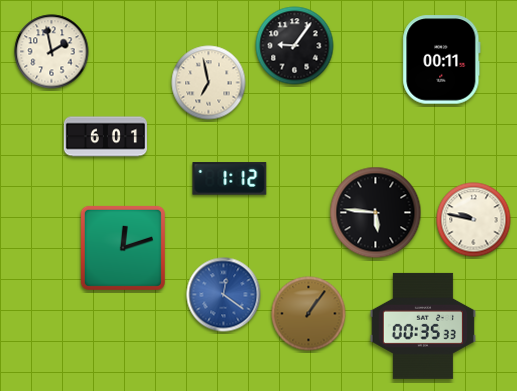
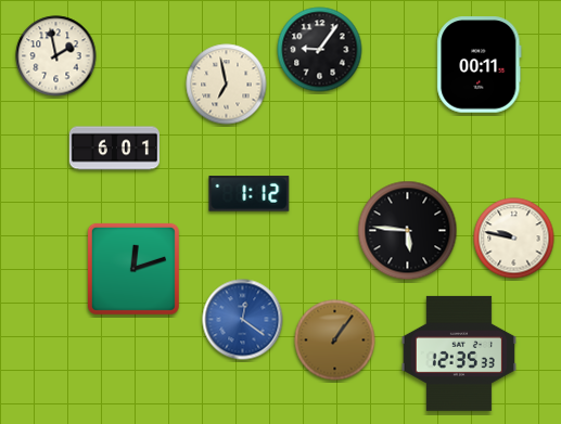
clock at (209, 83) position: (209, 83) -> (227, 85)
clock at (423, 326): 00:35 -> 12:35
